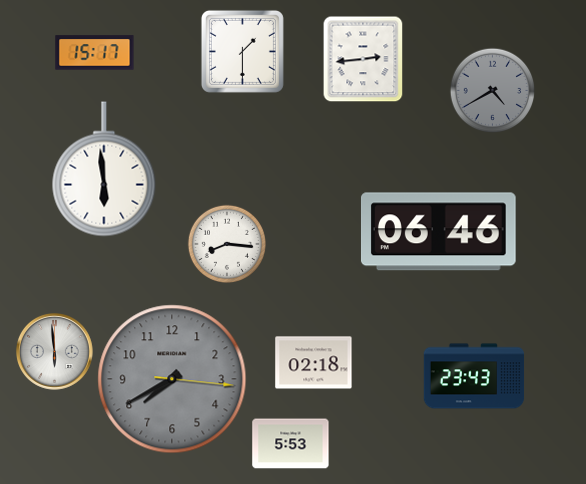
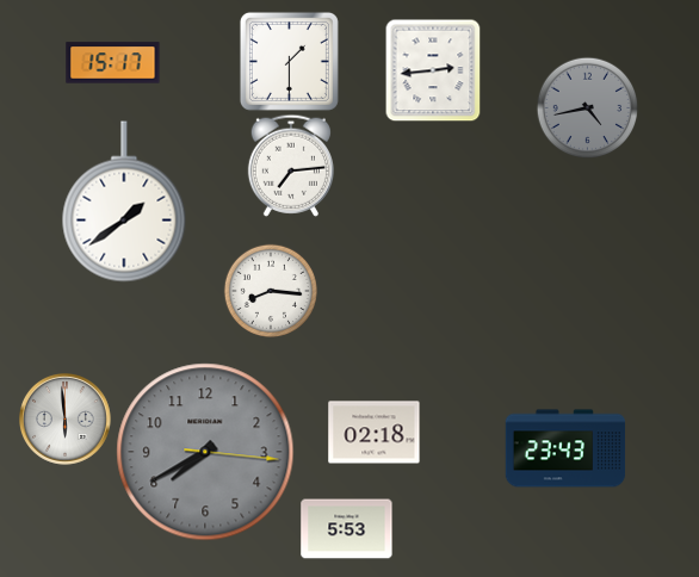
clock at (492, 90): 4:40 -> 4:43
clock at (291, 166): none -> 7:14
clock at (104, 169): 5:59 -> 1:39
clock at (438, 232): 06:46 -> none
